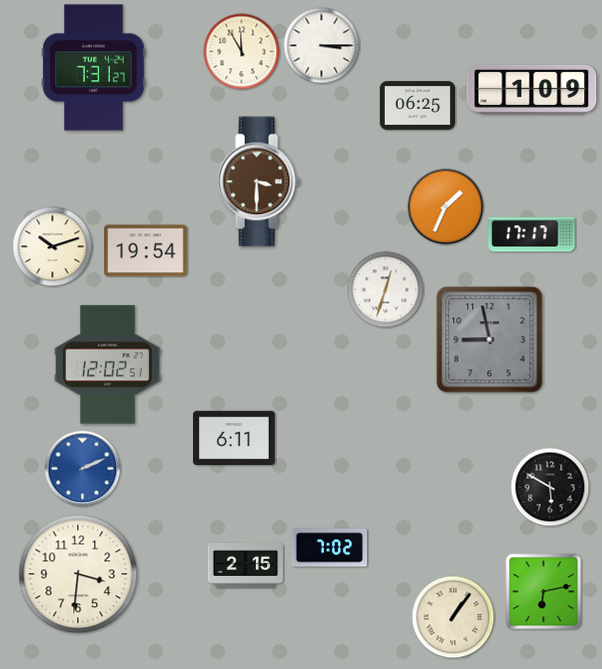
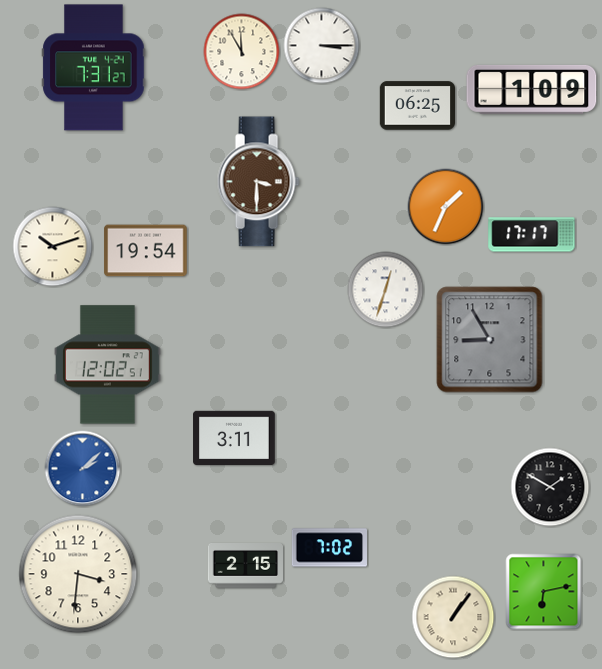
clock at (490, 340): 8:58 -> 8:55
clock at (234, 437): 6:11 -> 3:11
clock at (83, 469): 2:11 -> 2:08
clock at (550, 487): 5:50 -> 1:50
